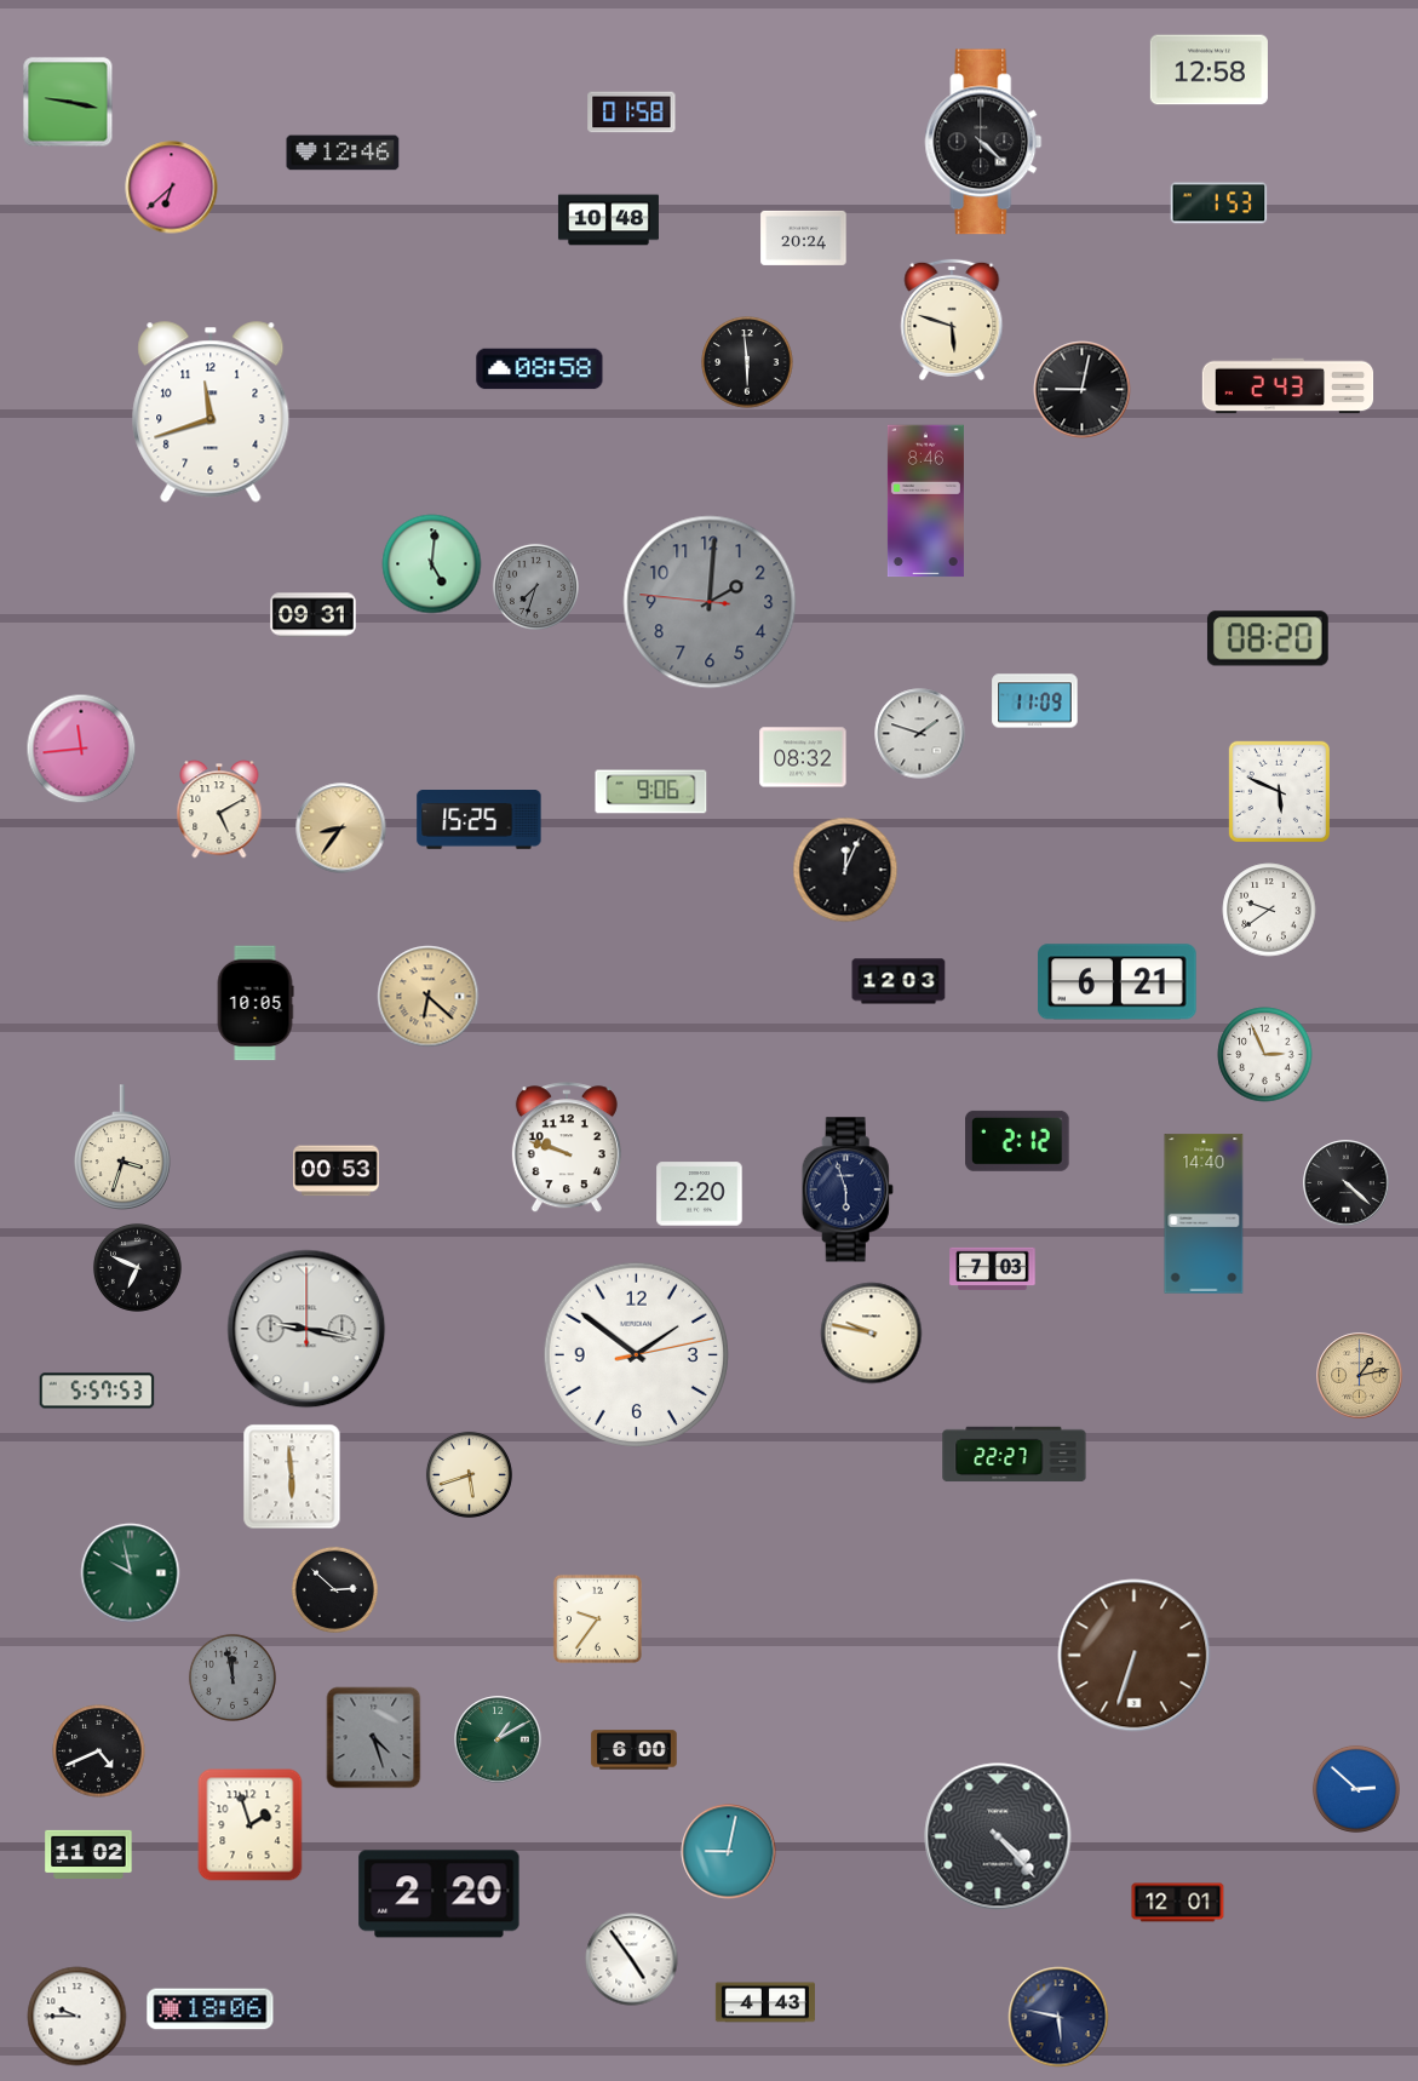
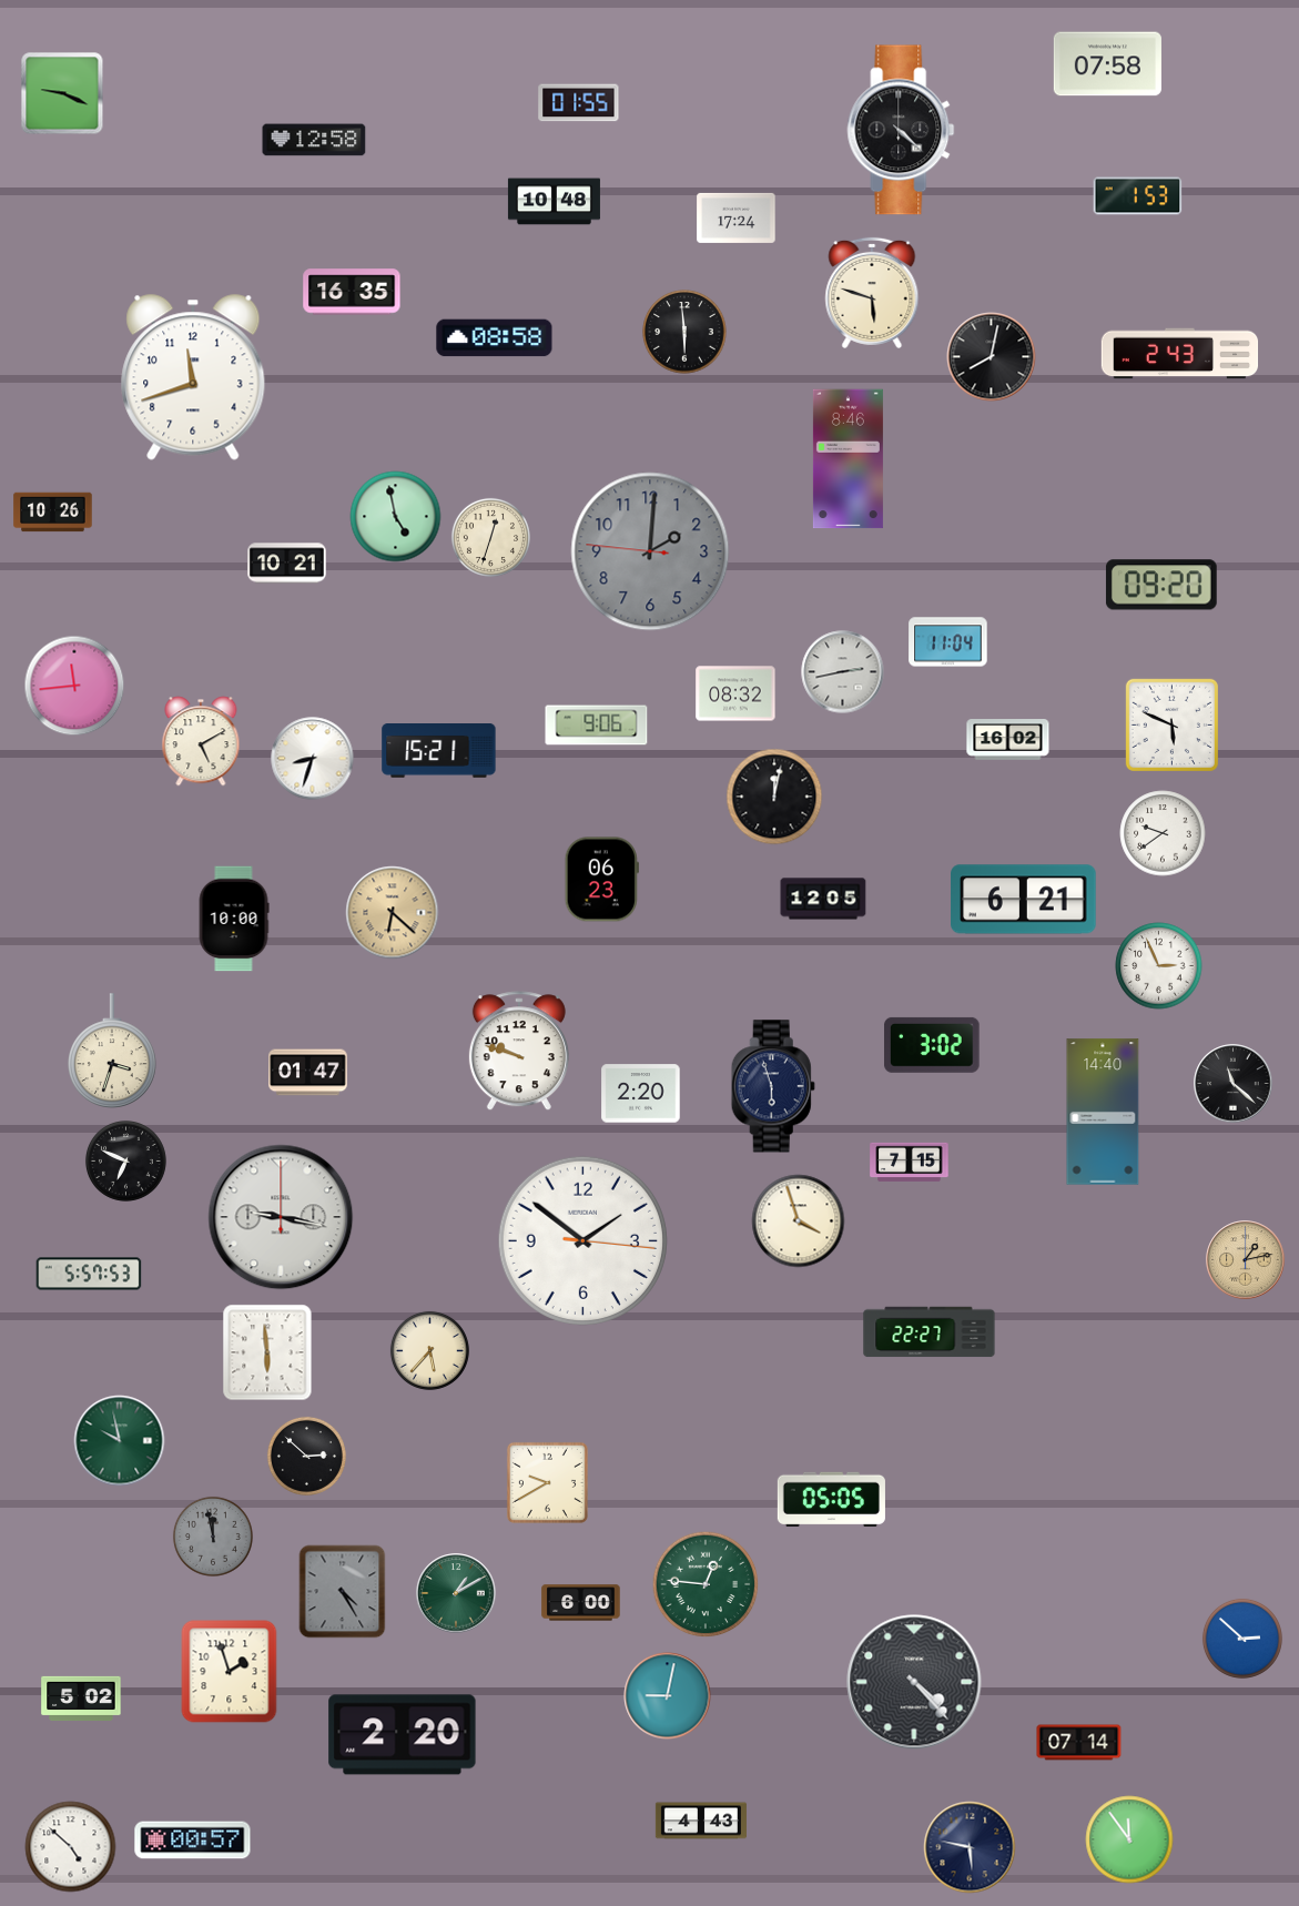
clock at (1209, 70): 12:58 -> 07:58
clock at (68, 102): 9:17 -> 9:19
clock at (632, 113): 01:58 -> 01:55
clock at (343, 153): 12:46 -> 12:58
clock at (172, 188): 6:38 -> none
clock at (1219, 203) position: (1219, 203) -> (1138, 196)
clock at (608, 220) position: (608, 220) -> (554, 202)
clock at (804, 237): 20:24 -> 17:24
clock at (352, 292): none -> 16:35
clock at (1083, 390): 9:02 -> 8:02
clock at (53, 513): none -> 10:26
clock at (432, 564): 5:01 -> 4:58
clock at (535, 586): 7:33 -> 12:33
clock at (535, 586) dial: grey -> cream
clock at (314, 615): 09:31 -> 10:21
clock at (1268, 638): 08:20 -> 09:20
clock at (1035, 701): 11:09 -> 11:04
clock at (920, 734): 1:48 -> 2:43
clock at (1008, 740): none -> 16:02
clock at (480, 820): 15:25 -> 15:21
clock at (341, 829): 8:36 -> 8:33
clock at (341, 829) dial: champagne -> white
clock at (845, 870): 12:04 -> 12:02
clock at (601, 880): none -> 06:23
clock at (899, 981): 12:03 -> 12:05
clock at (256, 1003): 10:05 -> 10:00
clock at (1017, 1141): 2:12 -> 3:02
clock at (337, 1171): 00:53 -> 01:47
clock at (1347, 1183): 4:22 -> 11:22
clock at (848, 1189) position: (848, 1189) -> (773, 1086)
clock at (993, 1269): 7:03 -> 7:15
clock at (872, 1334): 9:47 -> 3:57
clock at (636, 1354): 1:51:13 -> 1:51:16
clock at (469, 1474): 5:42 -> 5:37
clock at (597, 1618): 9:36 -> 9:40
clock at (831, 1499): none -> 05:05
clock at (1135, 1656): 6:33 -> none
clock at (706, 1584): none -> 12:46
clock at (374, 1738): 4:27 -> 4:25
clock at (99, 1752): 4:41 -> none
clock at (88, 1853): 11:02 -> 5:02
clock at (1178, 1903): 12:01 -> 07:14
clock at (632, 1960): 4:54 -> none
clock at (765, 2002) position: (765, 2002) -> (701, 1821)
clock at (1129, 1839): none -> 11:54
clock at (211, 2010): 18:06 -> 00:57
clock at (77, 2017): 9:45 -> 4:52
